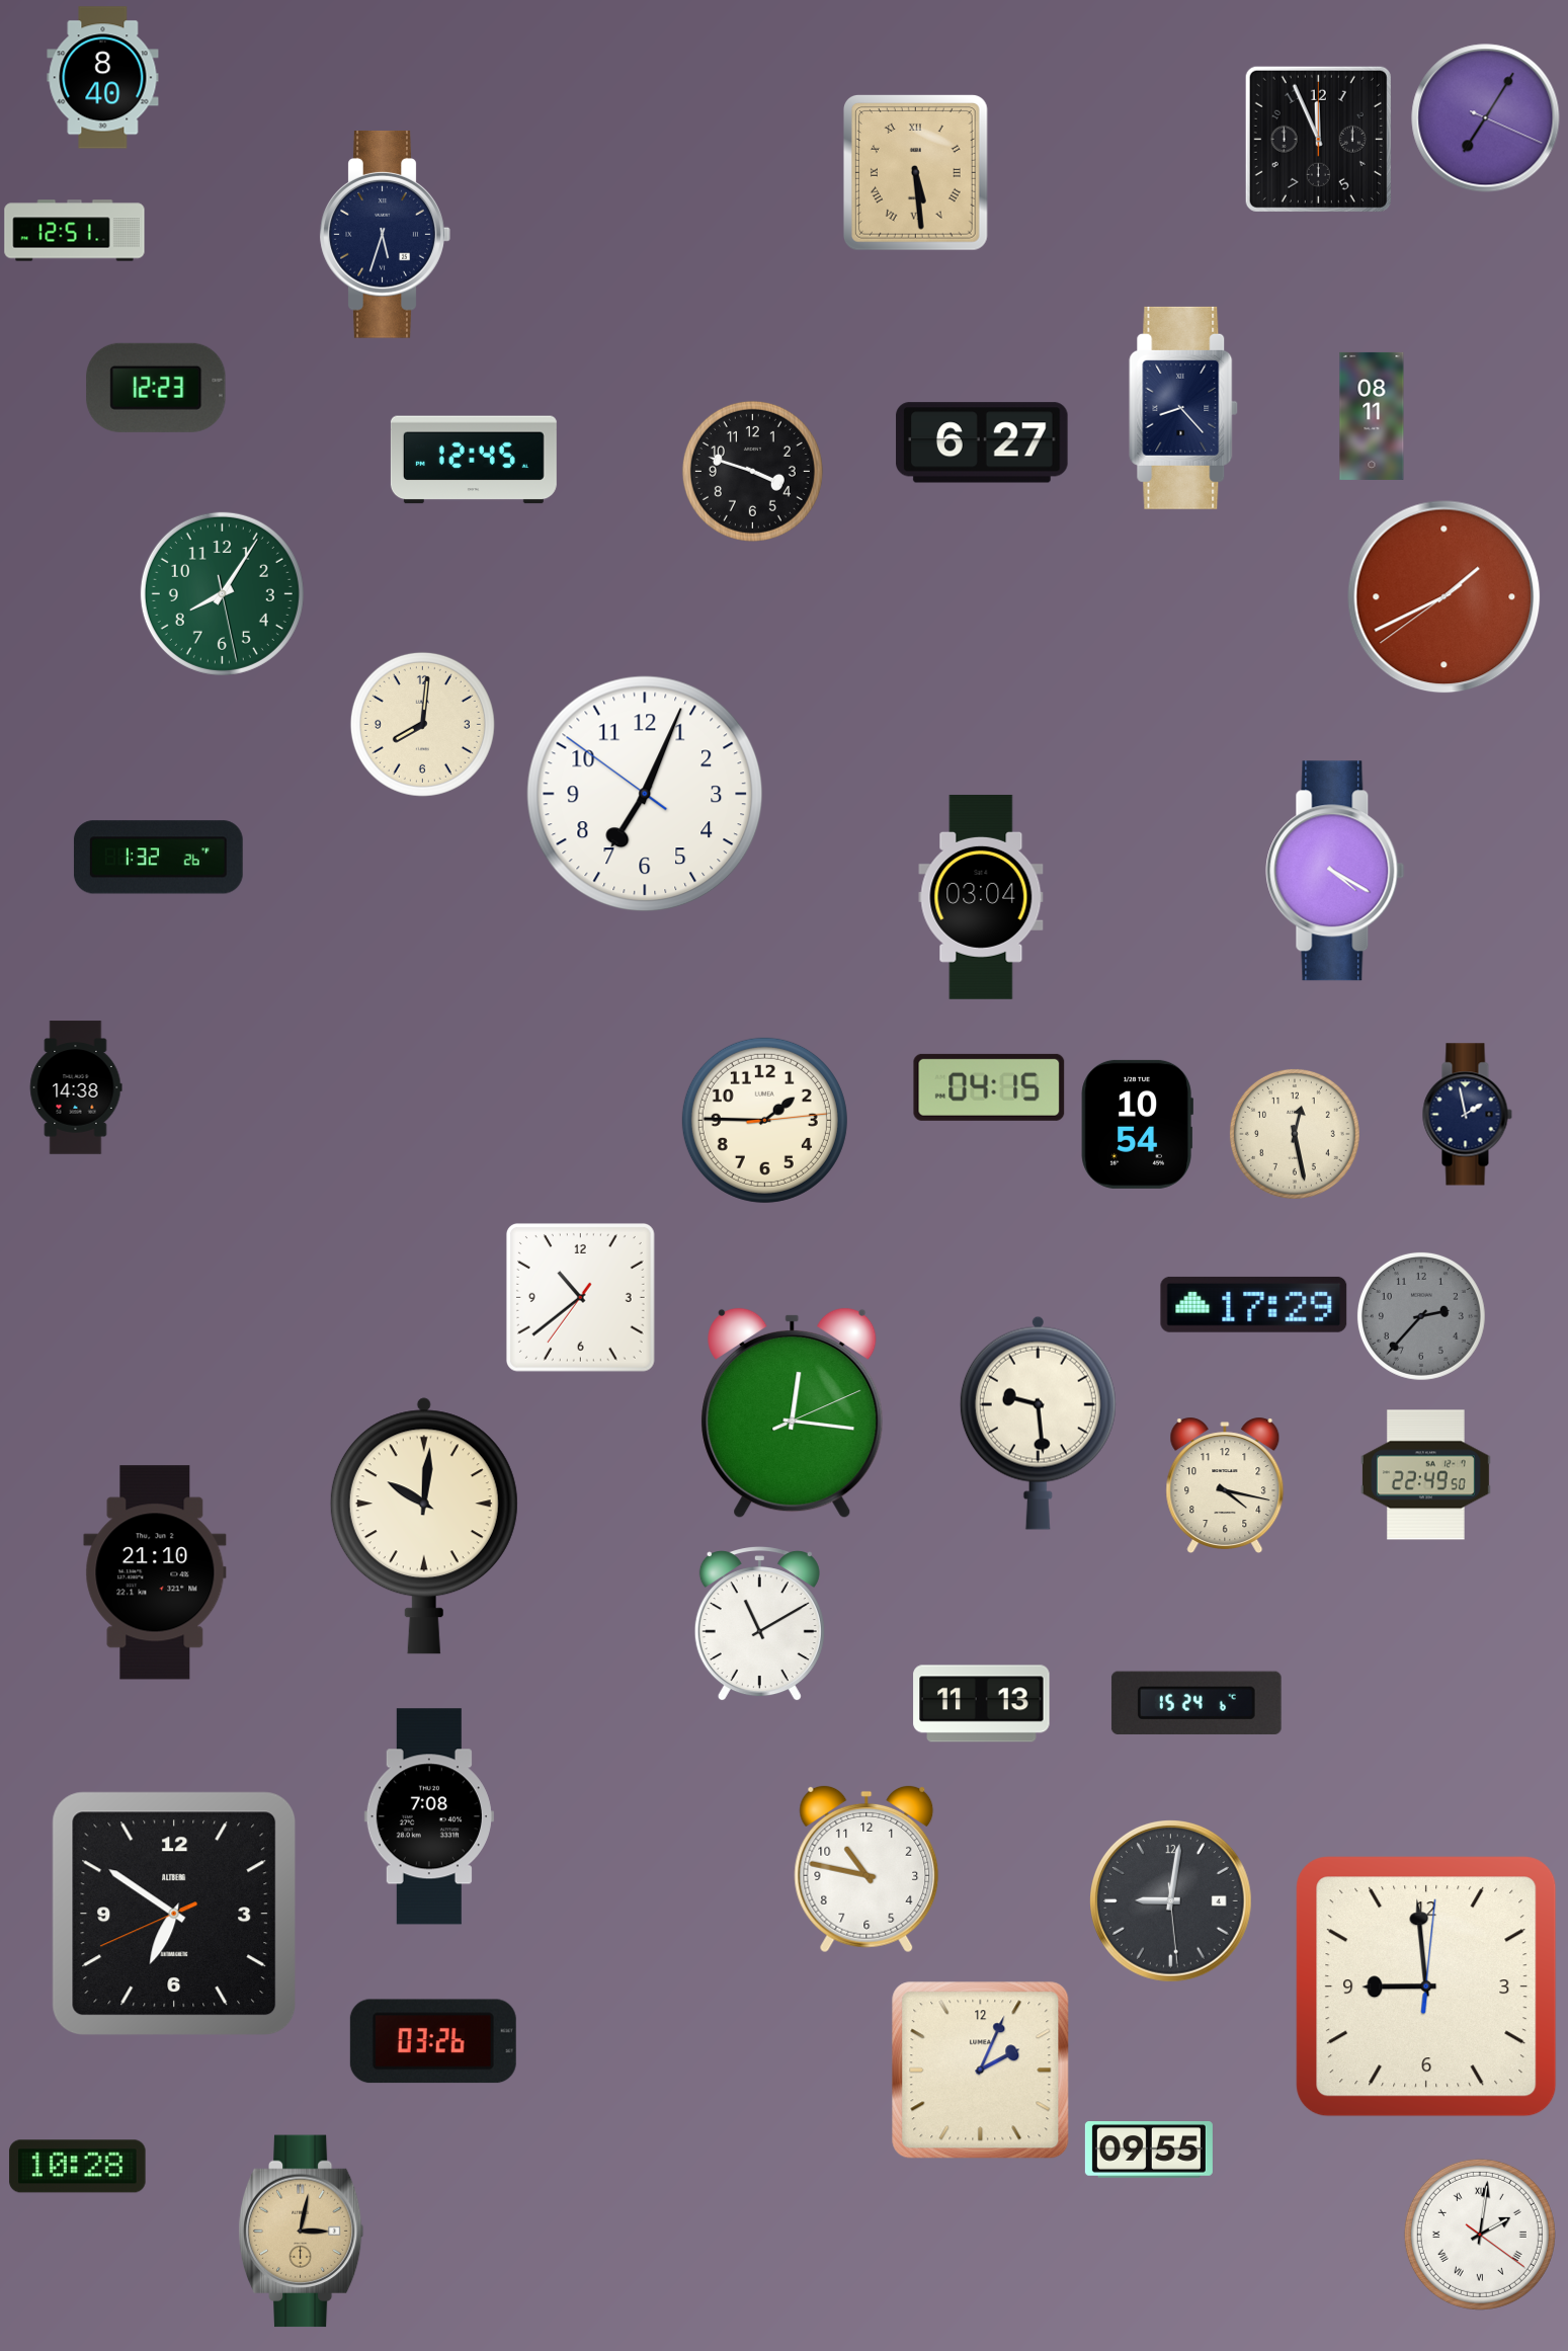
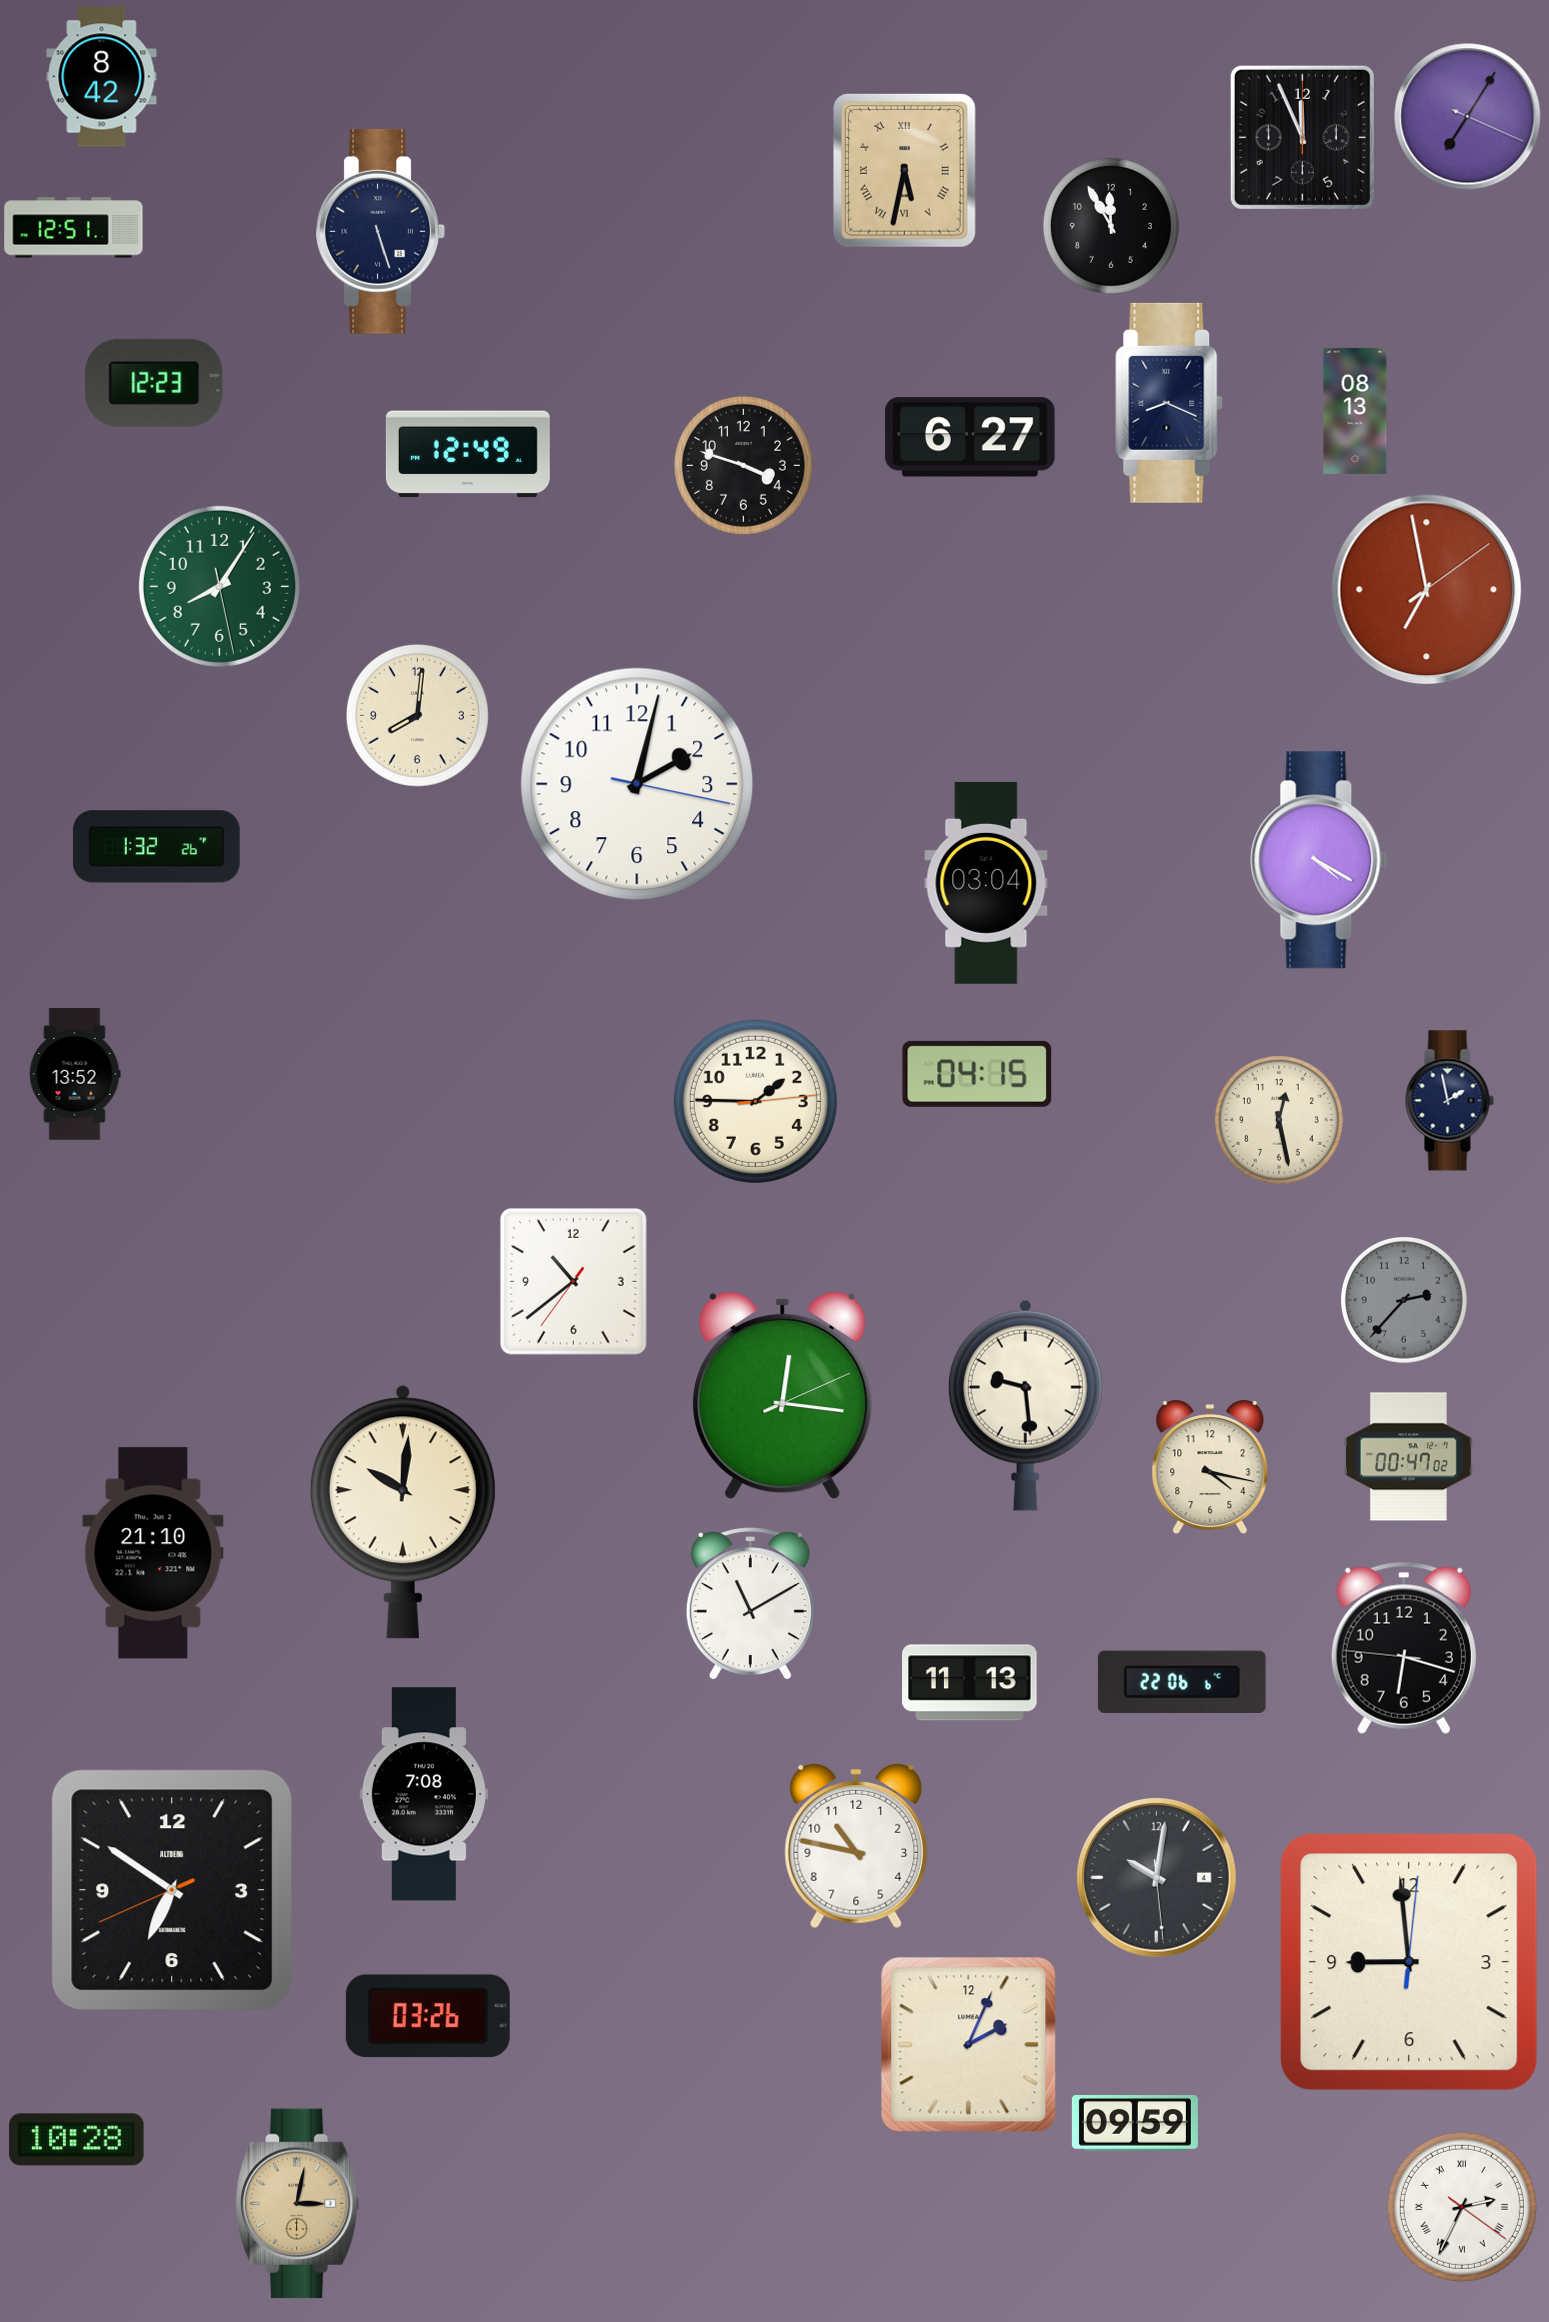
clock at (103, 78): 8:40 -> 8:42
clock at (915, 172): 5:29 -> 5:32
clock at (1111, 226): none -> 11:55
clock at (385, 235): 5:33 -> 5:27
clock at (1183, 408): 8:23 -> 8:19
clock at (1372, 416): 08:11 -> 08:13
clock at (474, 460): 12:45 -> 12:49
clock at (1445, 597): 1:40 -> 6:58
clock at (645, 794): 7:03 -> 2:02
clock at (981, 897) position: (981, 897) -> (986, 883)
clock at (76, 1087): 14:38 -> 13:52
clock at (764, 1120) position: (764, 1120) -> (755, 1101)
clock at (1137, 1124): 10:54 -> none
clock at (1254, 1304): 17:29 -> none
clock at (1425, 1475): 22:49 -> 00:47
clock at (424, 1526) position: (424, 1526) -> (403, 1512)
clock at (1404, 1648): none -> 6:17
clock at (1196, 1703): 15:24 -> 22:06
clock at (1171, 1901): 9:01 -> 10:01
clock at (1149, 2150): 09:55 -> 09:59
clock at (1480, 2235): 2:01 -> 2:34
